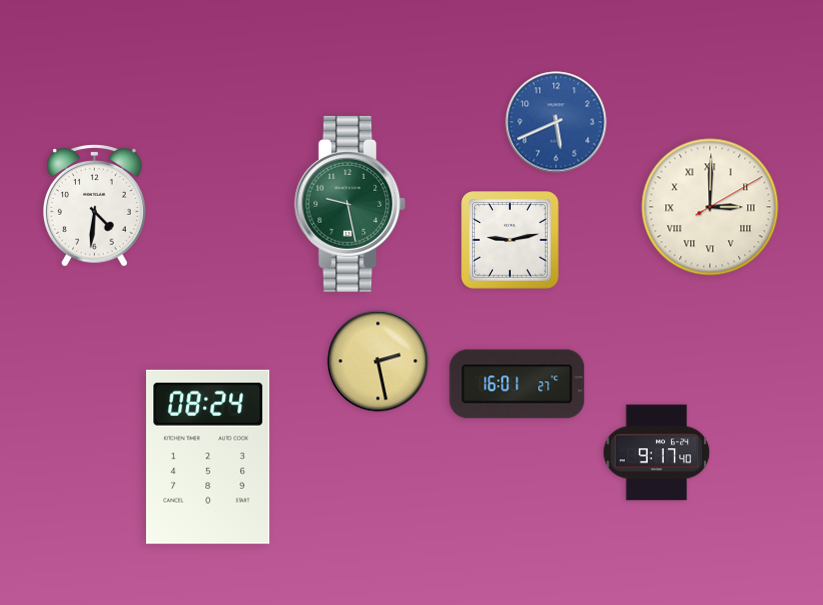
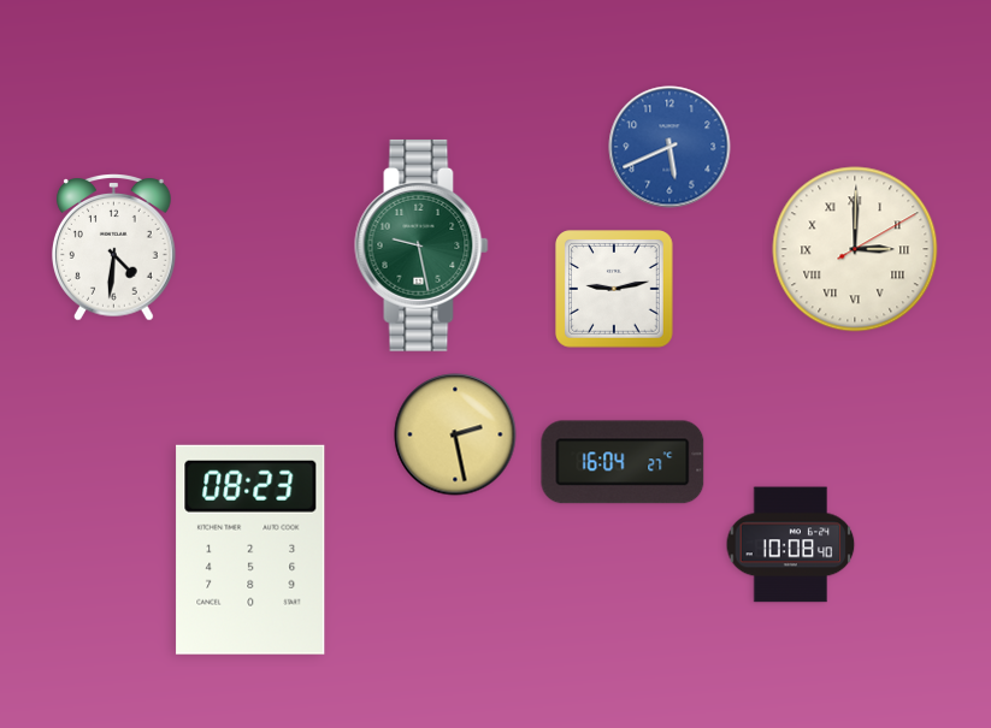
clock at (517, 384): 16:01 -> 16:04
clock at (657, 453): 9:17 -> 10:08
clock at (208, 457): 08:24 -> 08:23
